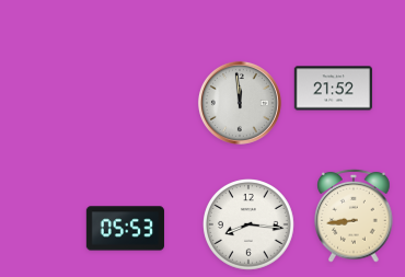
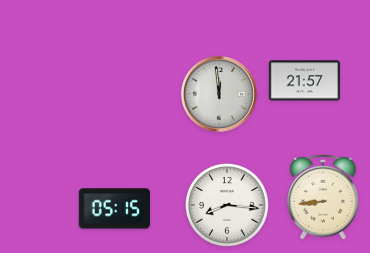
clock at (333, 89): 21:52 -> 21:57
clock at (125, 229): 05:53 -> 05:15
